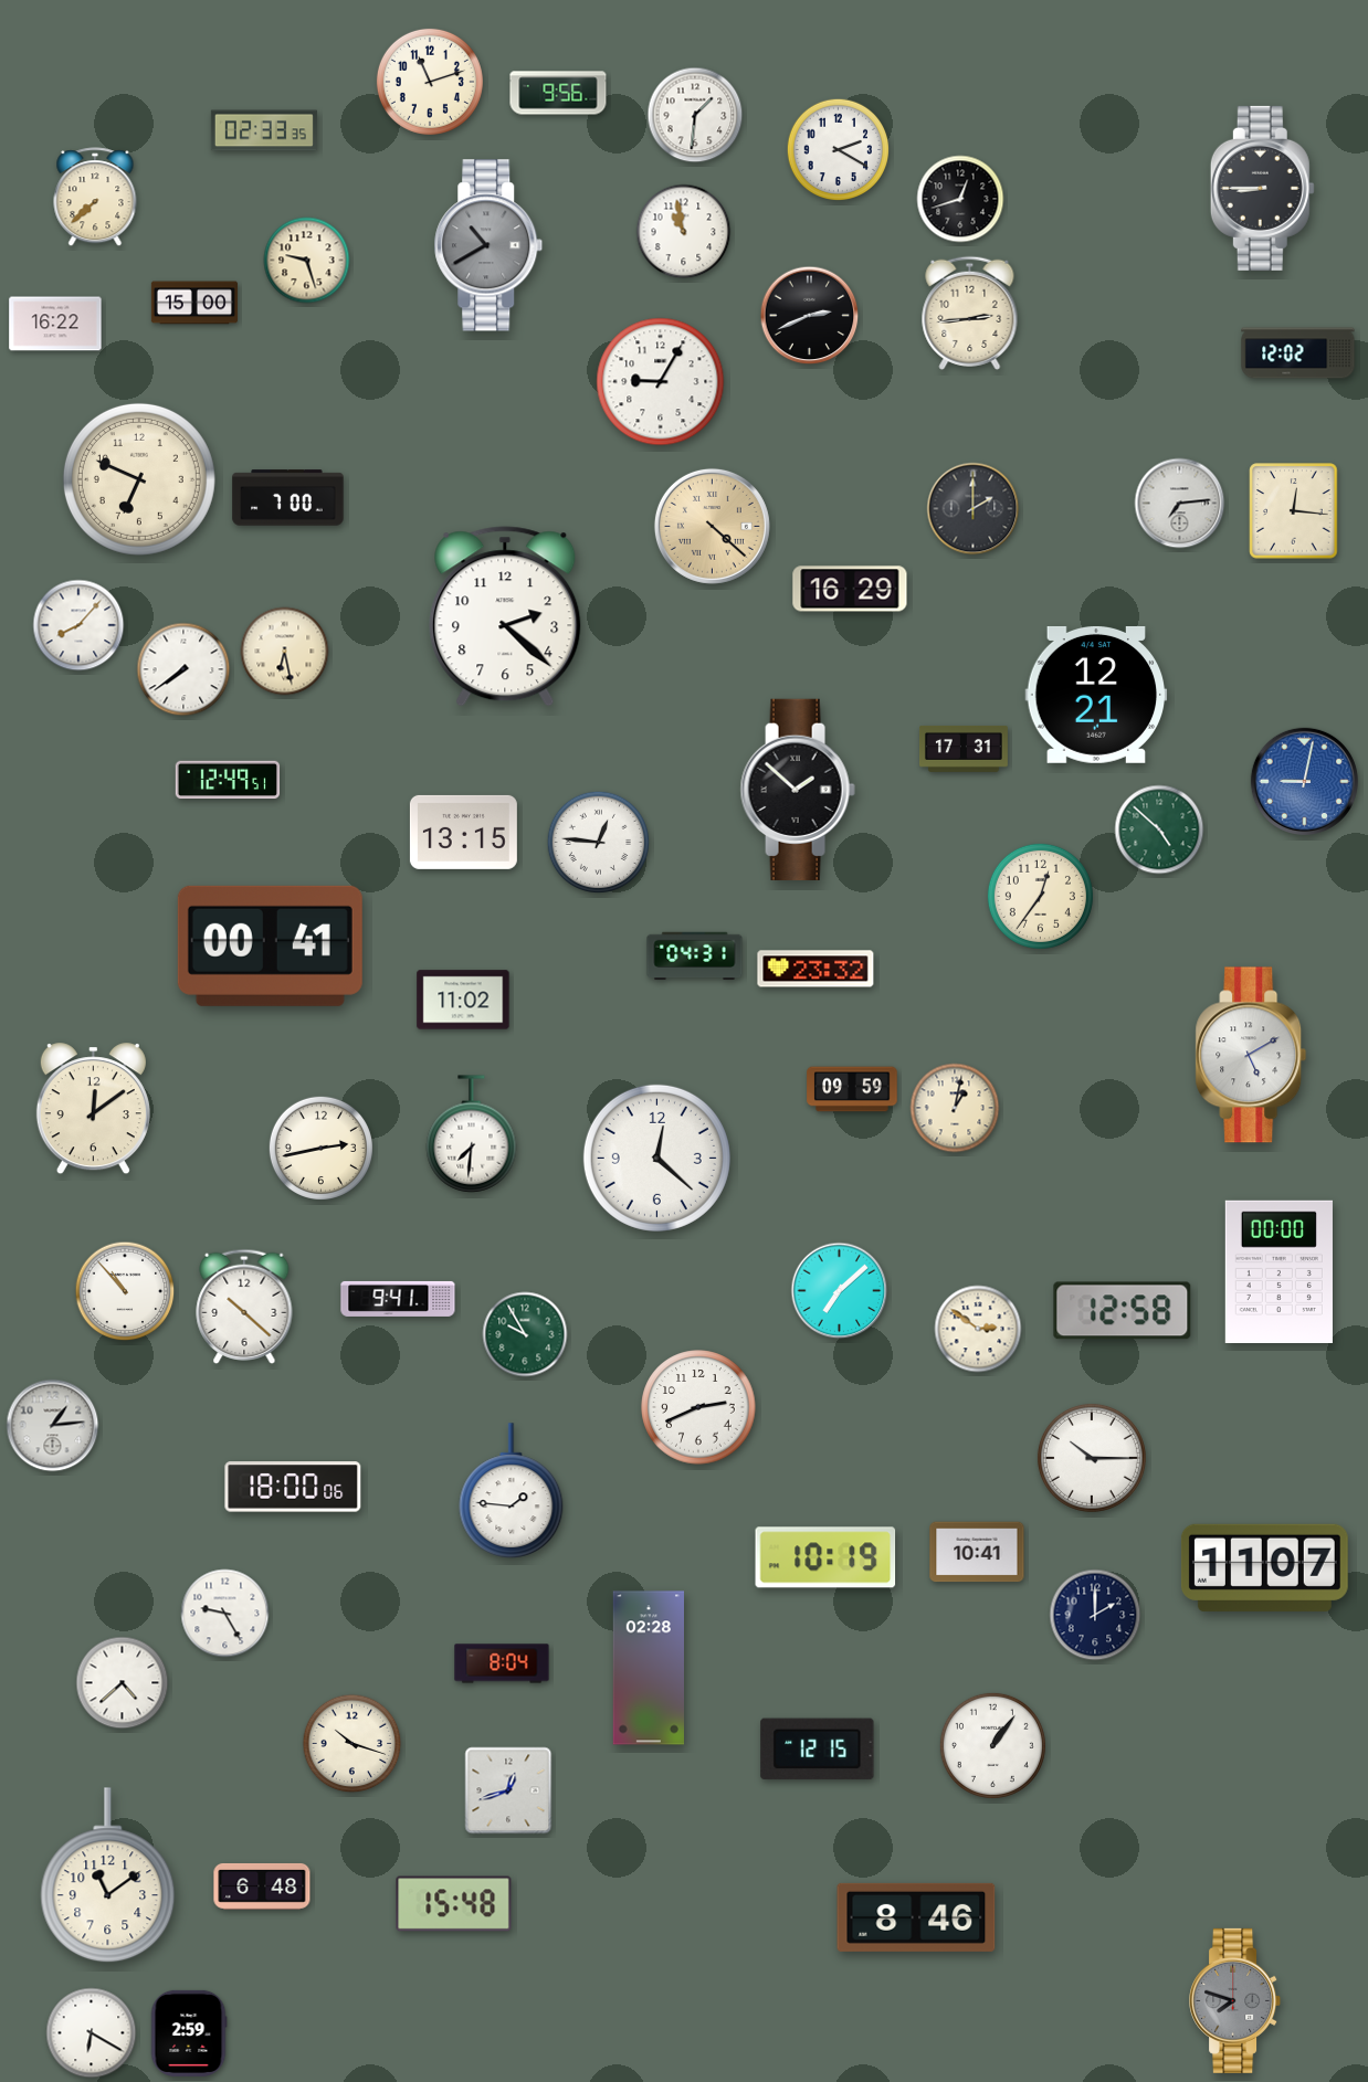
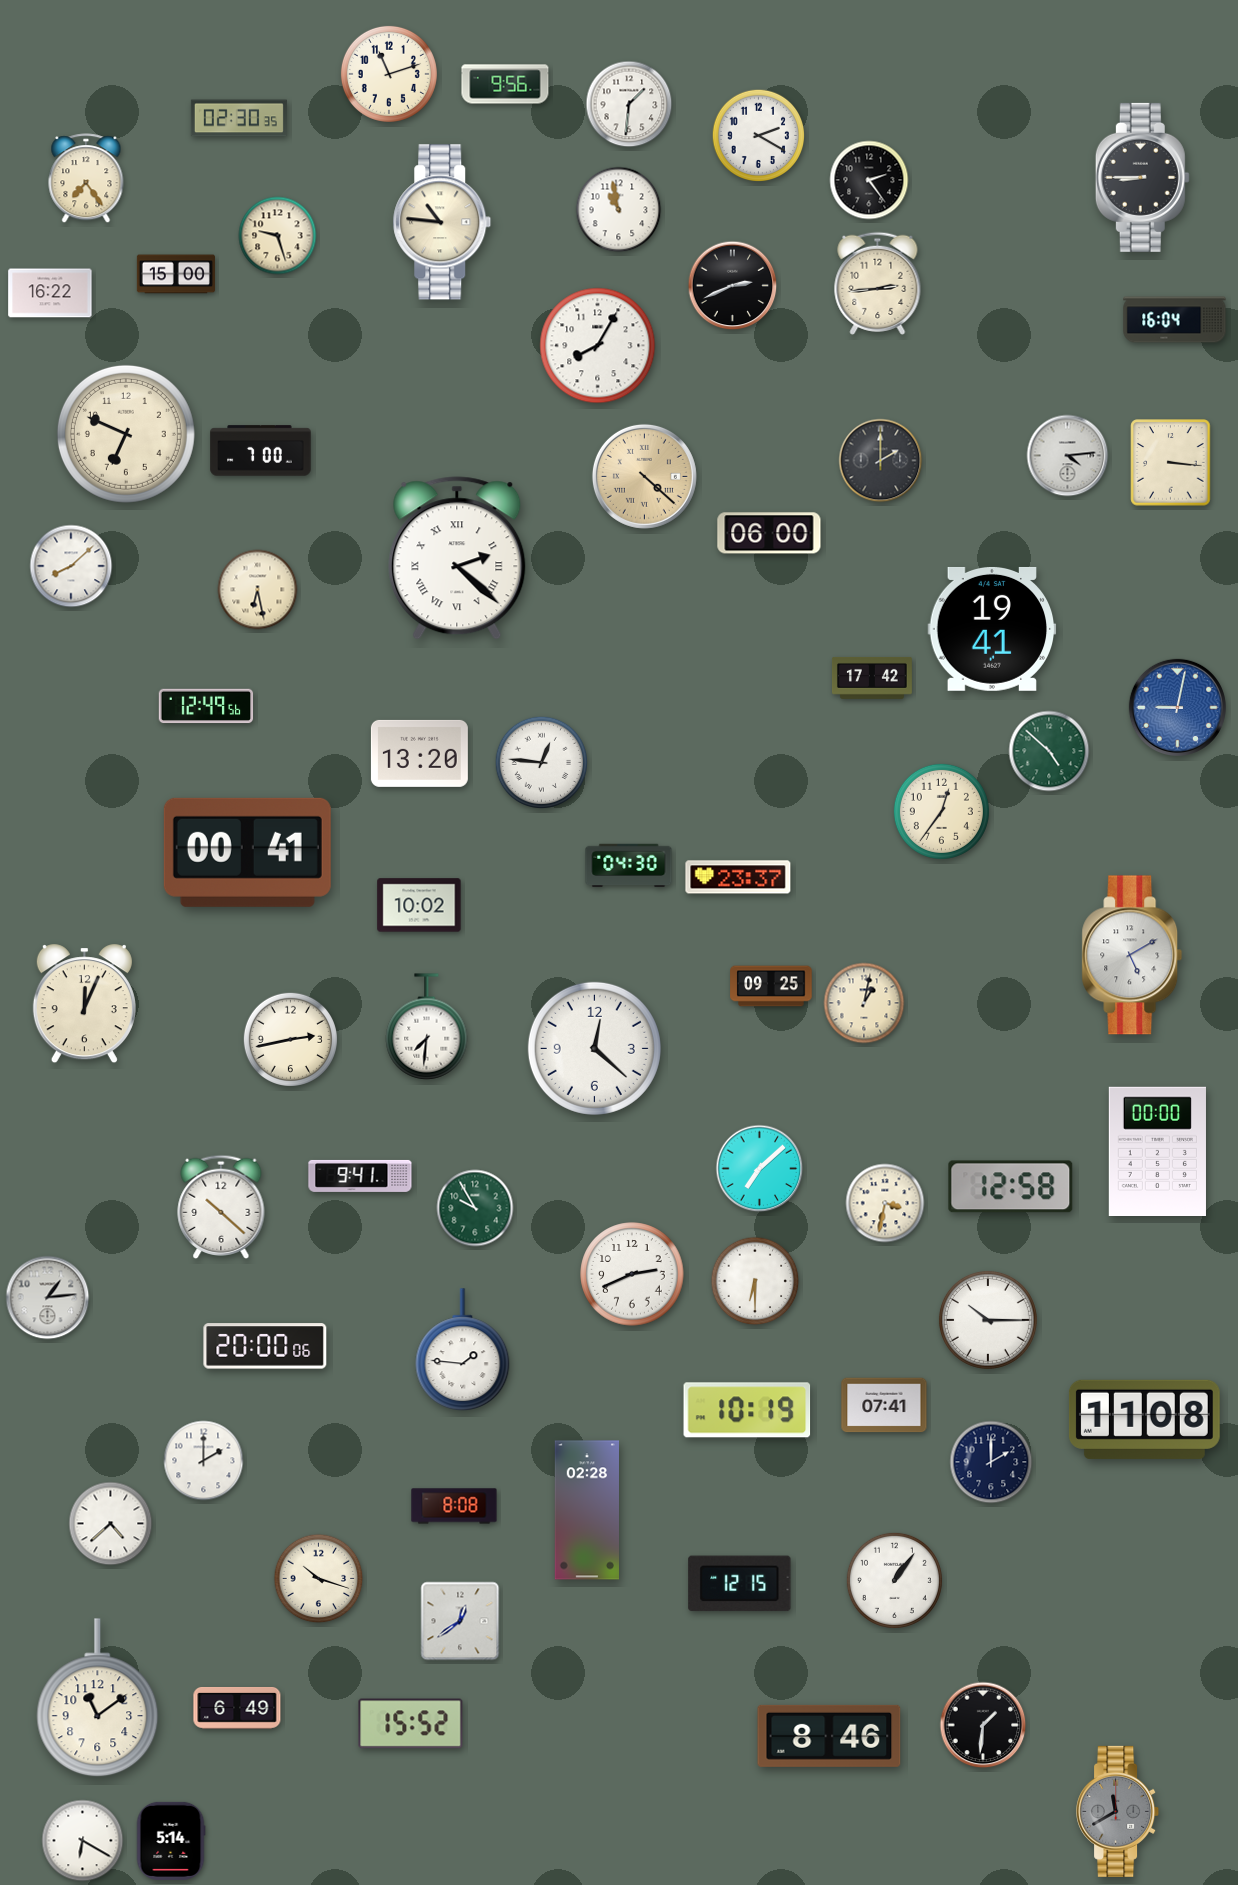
clock at (264, 130): 02:33 -> 02:30
clock at (1262, 188) position: (1262, 188) -> (1142, 177)
clock at (95, 198): 7:38 -> 7:24
clock at (960, 199): 12:42 -> 2:24
clock at (488, 245): 10:40 -> 10:46
clock at (488, 245) dial: grey -> cream
clock at (1298, 353): 12:02 -> 16:04
clock at (661, 382): 9:05 -> 8:05
clock at (1180, 504): 7:14 -> 4:14
clock at (1294, 511): 12:16 -> 3:16
clock at (850, 589): 16:29 -> 06:00
clock at (505, 616) numerals: Arabic -> Roman
clock at (78, 625): 8:07 -> 8:08
clock at (183, 669): 7:39 -> none
clock at (1096, 695): 12:21 -> 19:41
clock at (964, 749): 17:31 -> 17:42
clock at (228, 780): 12:49:51 -> 12:49:56
clock at (1304, 781) position: (1304, 781) -> (1177, 707)
clock at (798, 790): 1:52 -> none
clock at (463, 832): 13:15 -> 13:20
clock at (270, 945) position: (270, 945) -> (247, 852)
clock at (695, 957): 04:31 -> 04:30
clock at (815, 969): 23:32 -> 23:37
clock at (463, 1000): 11:02 -> 10:02
clock at (852, 1089): 09:59 -> 09:25
clock at (93, 1109): 12:09 -> 12:04
clock at (125, 1291): 10:53 -> none
clock at (244, 1306) position: (244, 1306) -> (221, 1206)
clock at (1123, 1311) position: (1123, 1311) -> (1011, 1187)
clock at (978, 1329): 2:51 -> 3:32
clock at (755, 1281): none -> 6:30
clock at (53, 1426) position: (53, 1426) -> (48, 1298)
clock at (293, 1487): 18:00 -> 20:00
clock at (977, 1552): 10:41 -> 07:41
clock at (1264, 1567): 11:07 -> 11:08
clock at (225, 1614): 9:25 -> 2:00
clock at (502, 1663): 8:04 -> 8:08
clock at (992, 1745) position: (992, 1745) -> (894, 1580)
clock at (508, 1790): 12:42 -> 12:39
clock at (262, 1887): 6:48 -> 6:49
clock at (454, 1904): 15:48 -> 15:52
clock at (983, 1725): none -> 1:31
clock at (1235, 2000): 7:48 -> 11:40
clock at (189, 2033): 2:59 -> 5:14
